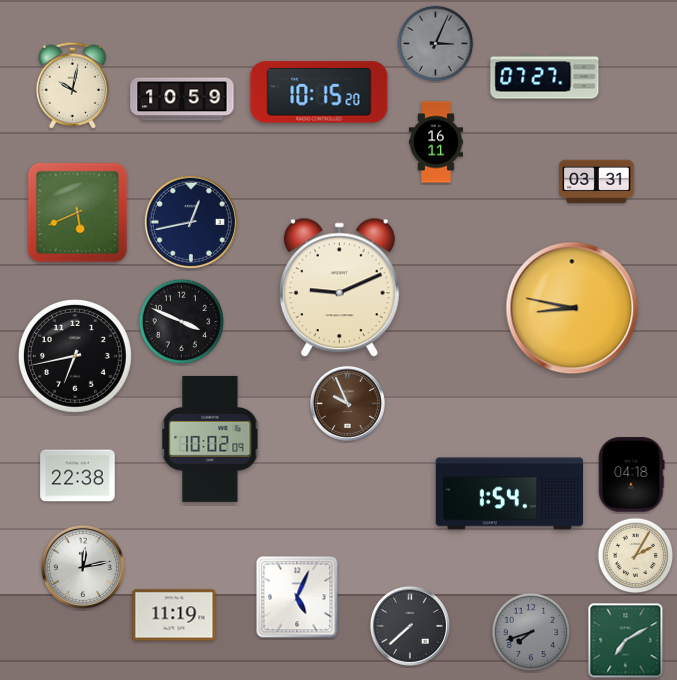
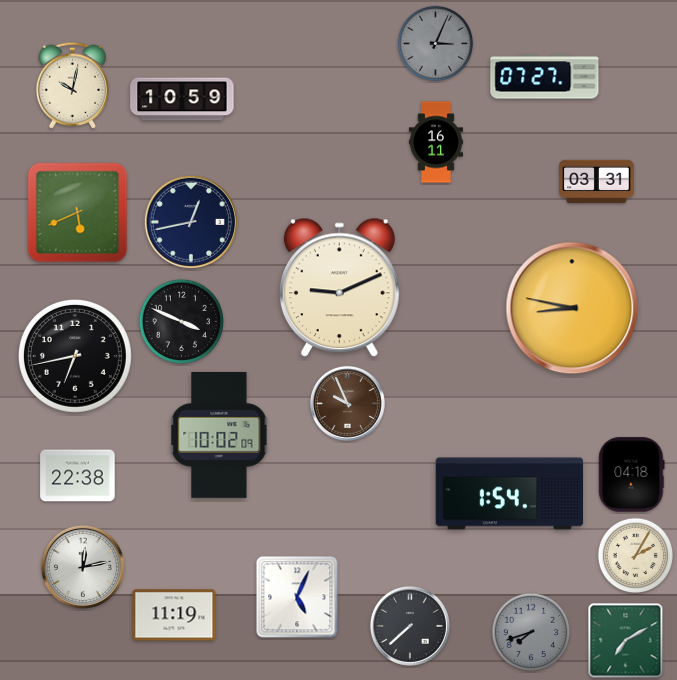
clock at (319, 92): 10:15 -> none
clock at (210, 439) position: (210, 439) -> (219, 435)
